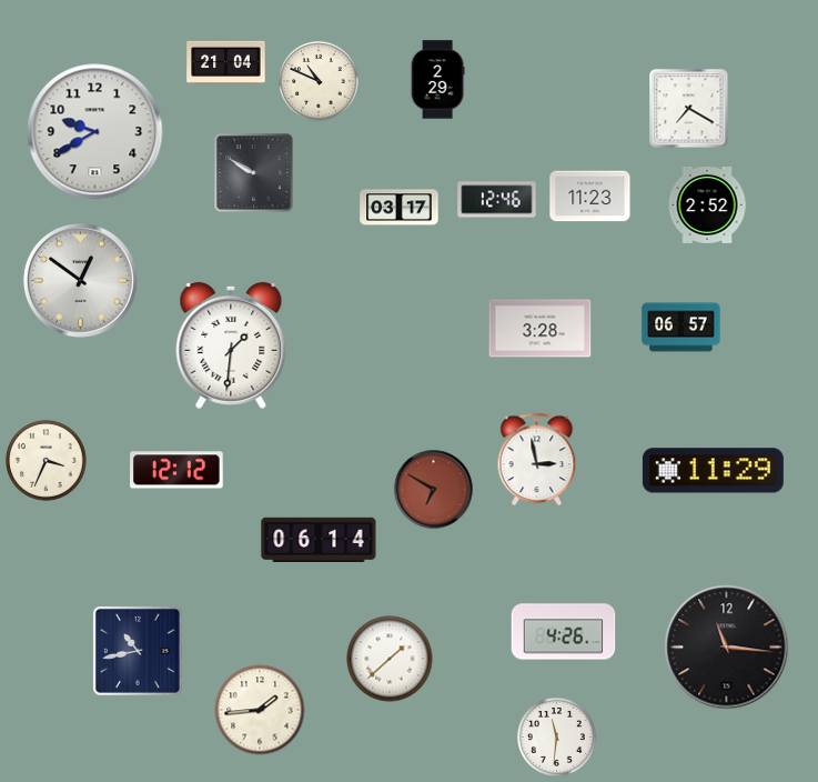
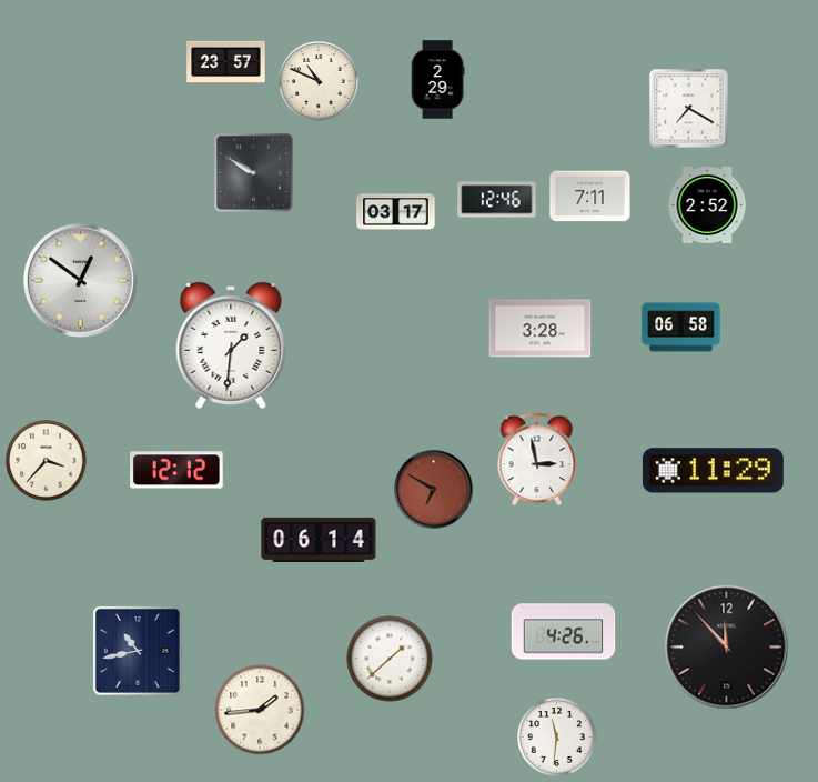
clock at (226, 62): 21:04 -> 23:57
clock at (95, 132): 9:40 -> none
clock at (590, 197): 11:23 -> 7:11
clock at (400, 208) position: (400, 208) -> (396, 212)
clock at (681, 328): 06:57 -> 06:58
clock at (47, 461): 3:34 -> 3:37
clock at (727, 648): 11:16 -> 11:53
